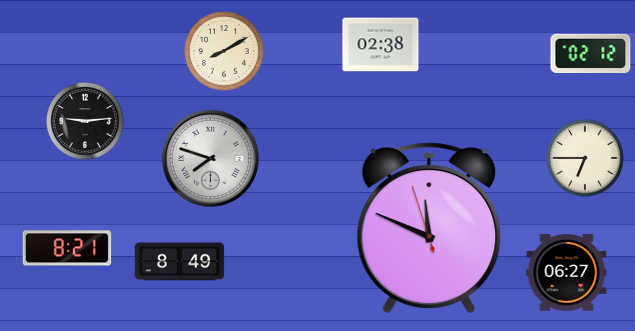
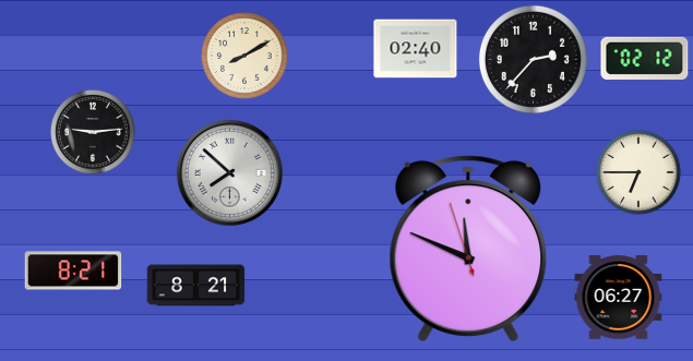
clock at (381, 45): 02:38 -> 02:40
clock at (533, 59): none -> 2:37
clock at (210, 158): 7:48 -> 7:52
clock at (180, 262): 8:49 -> 8:21
